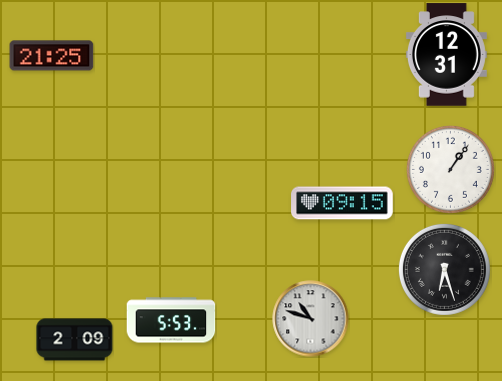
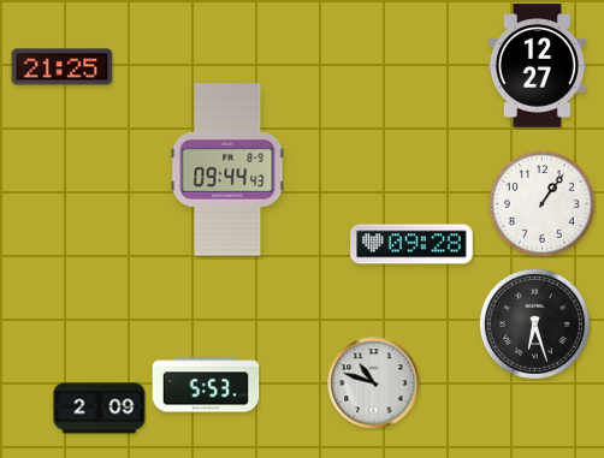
clock at (446, 55): 12:31 -> 12:27
clock at (227, 169): none -> 09:44
clock at (342, 203): 09:15 -> 09:28
clock at (75, 340) position: (75, 340) -> (100, 409)
